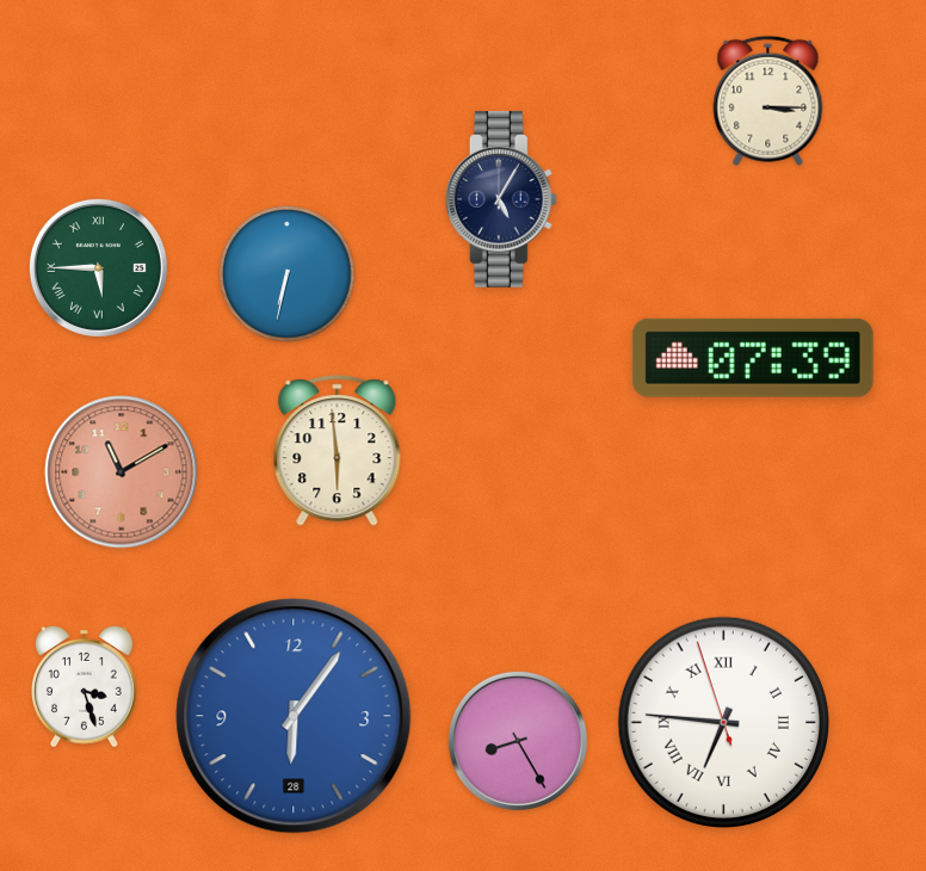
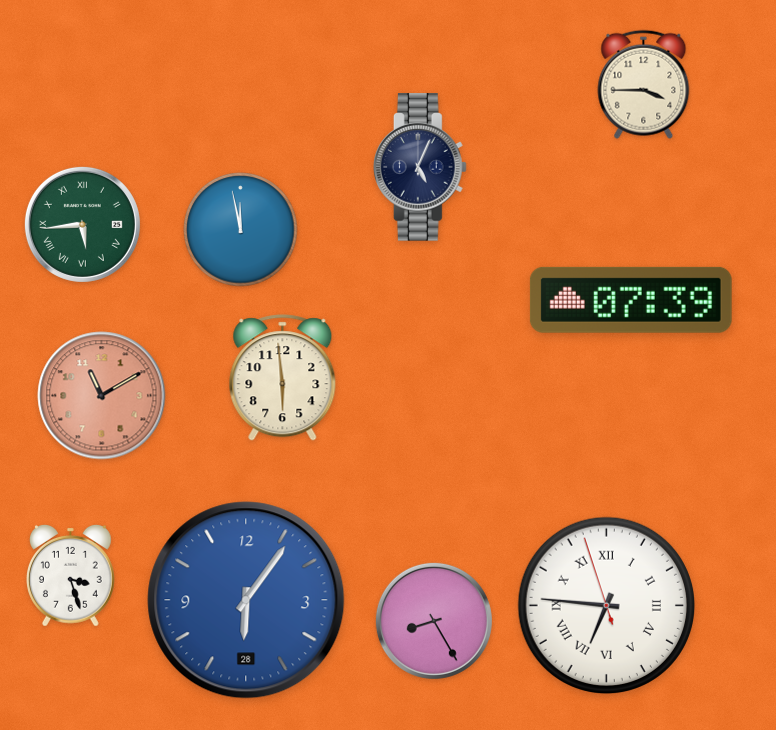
clock at (768, 100): 3:15 -> 3:45
clock at (501, 199): 5:05 -> 5:04
clock at (98, 267): 5:45 -> 5:44
clock at (288, 274): 6:32 -> 11:58
